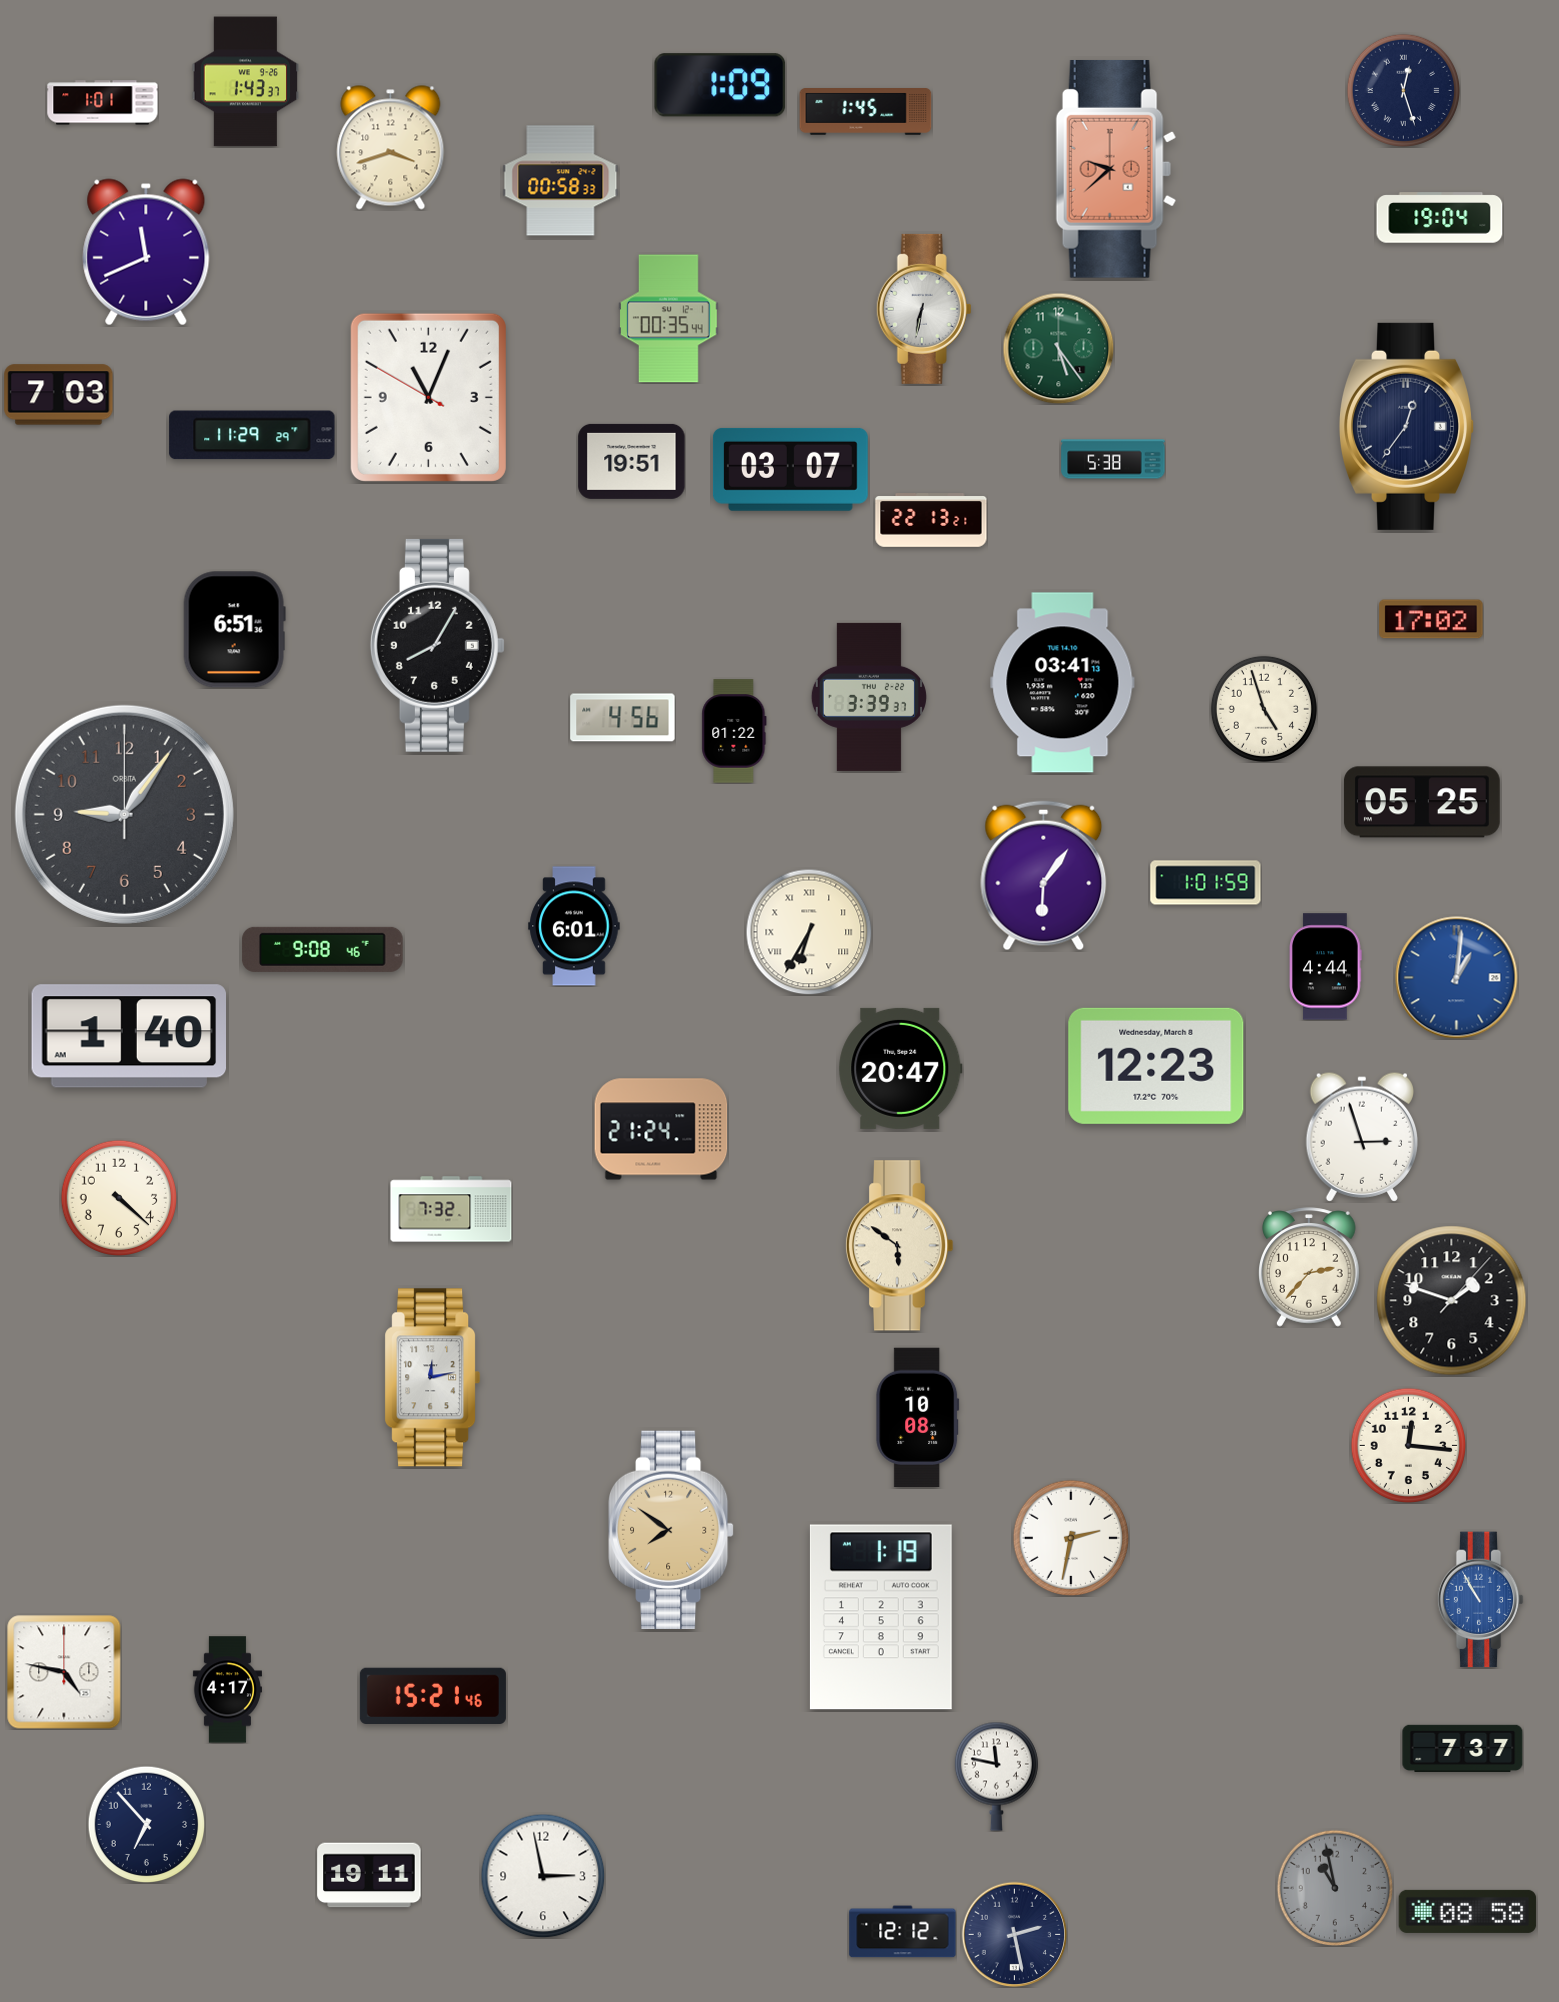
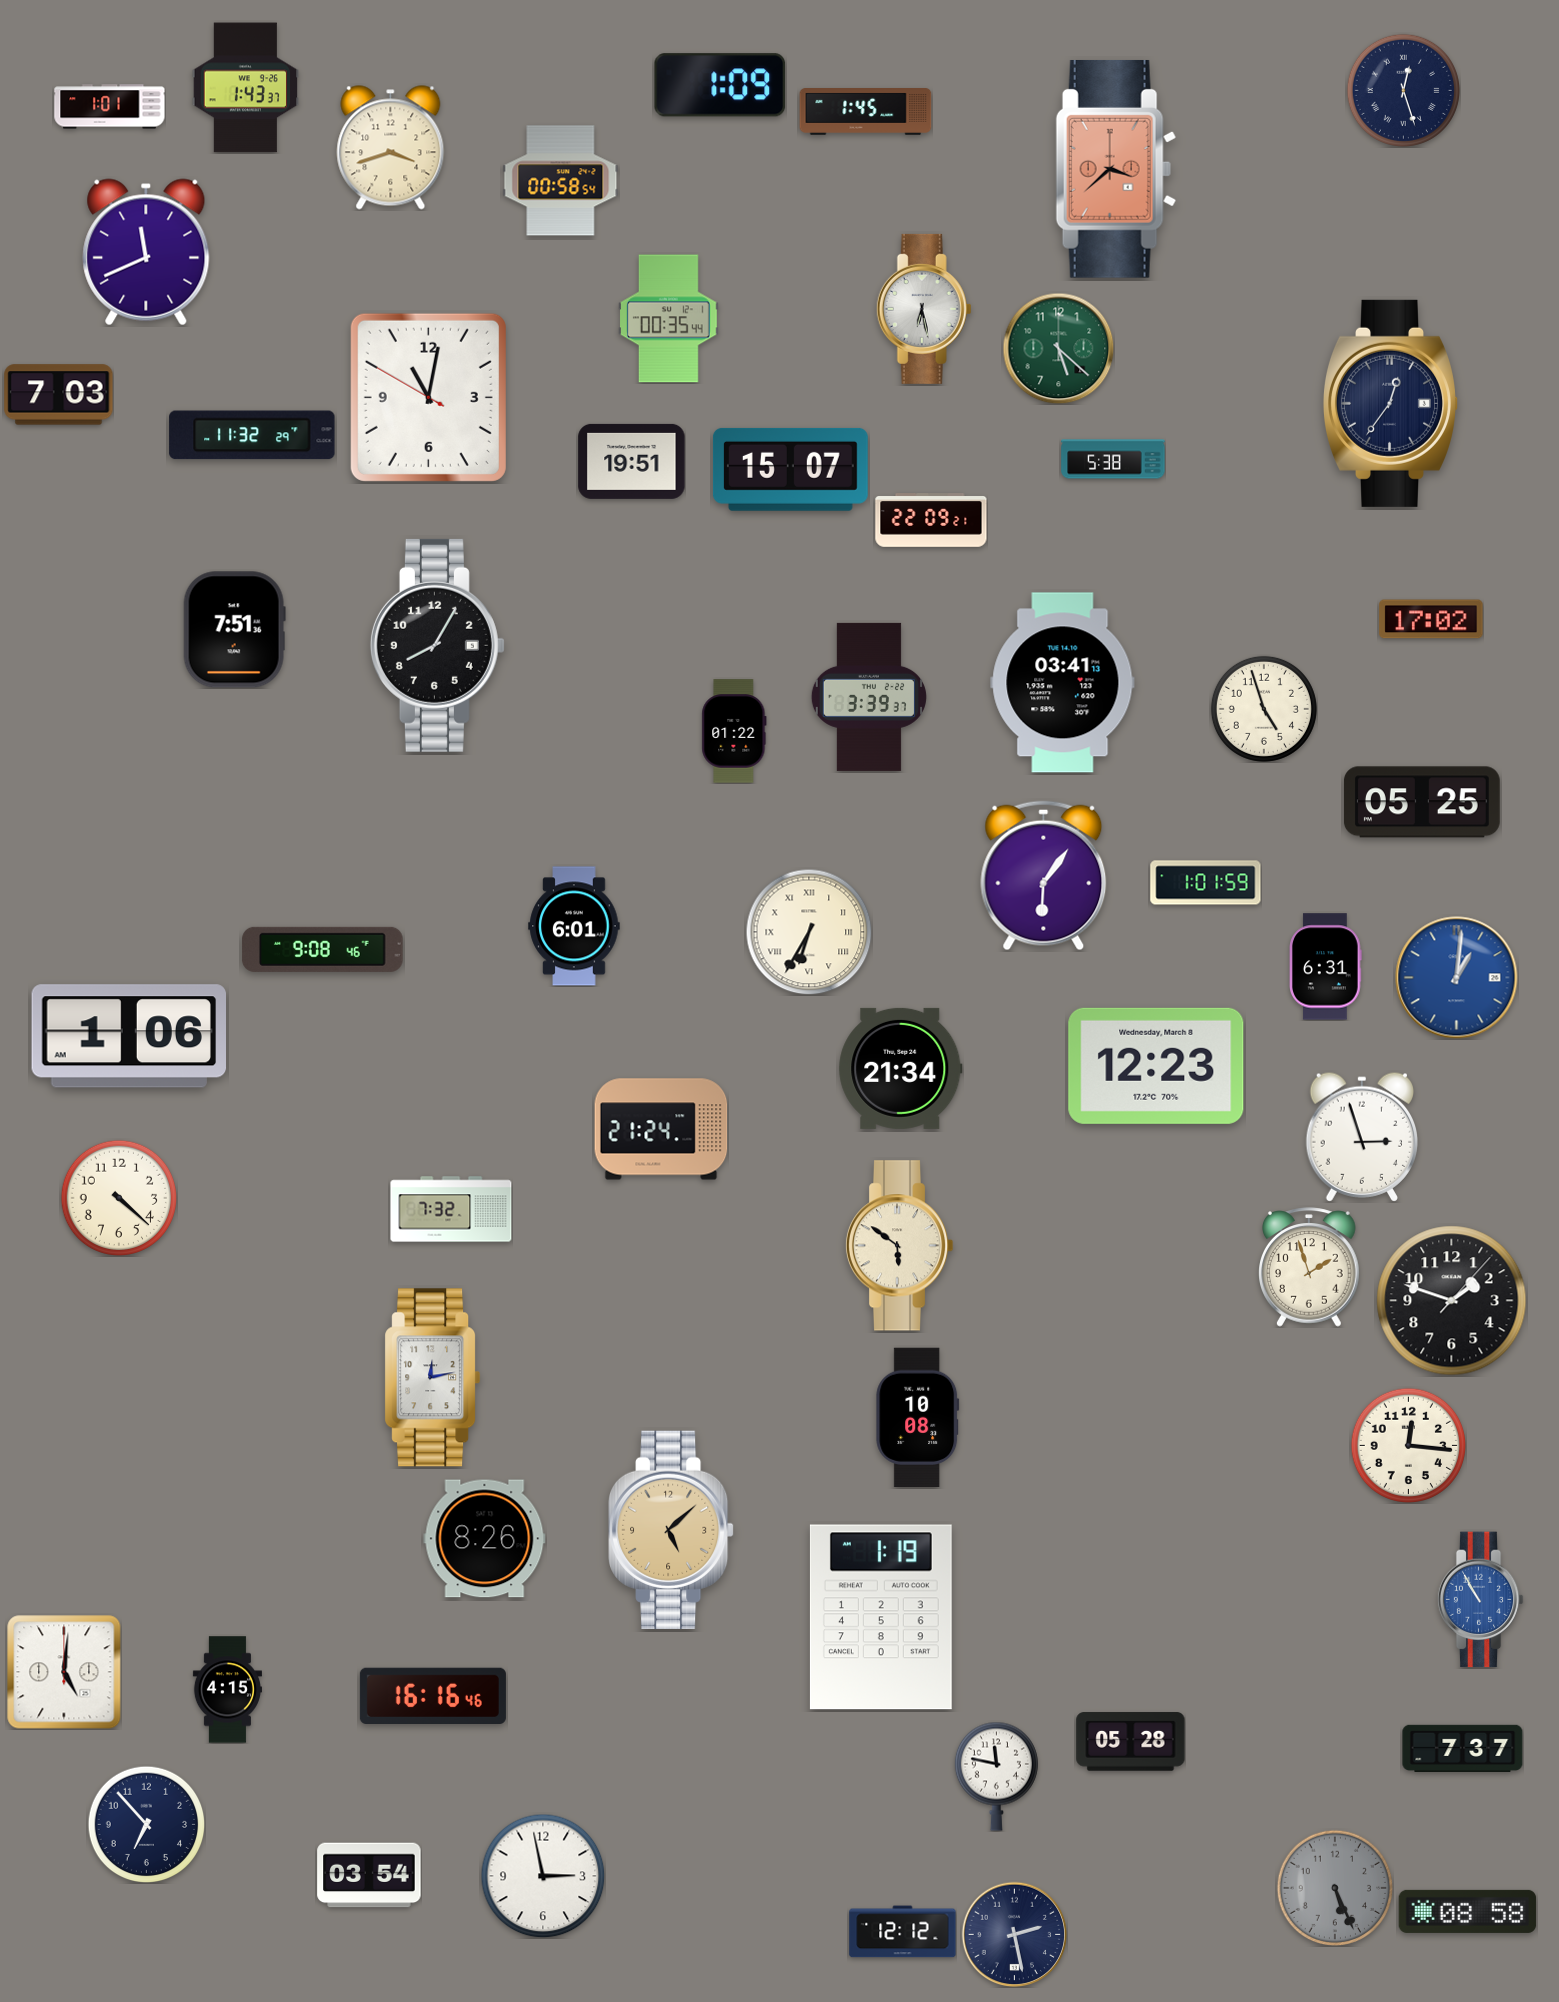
clock at (246, 82) position: (246, 82) -> (246, 88)
clock at (103, 103) position: (103, 103) -> (110, 107)
clock at (1116, 169): 9:38 -> 3:38
clock at (561, 181): 00:58:33 -> 00:58:54
clock at (1440, 218): 19:04 -> none
clock at (924, 309): 6:32 -> 6:28
clock at (1058, 348): 5:24 -> 5:22
clock at (428, 397): 11:03 -> 11:01
clock at (1406, 426) position: (1406, 426) -> (1390, 403)
clock at (252, 435): 11:29 -> 11:32
clock at (790, 469): 03:07 -> 15:07
clock at (931, 520): 22:13 -> 22:09
clock at (234, 630): 6:51 -> 7:51
clock at (623, 718): 4:56 -> none
clock at (124, 814): 9:06 -> none
clock at (1326, 967): 4:44 -> 6:31
clock at (129, 1036): 1:40 -> 1:06
clock at (901, 1068): 20:47 -> 21:34
clock at (1310, 1267): 2:37 -> 1:57
clock at (672, 1530): 7:51 -> 5:08
clock at (1071, 1538): 2:32 -> none
clock at (485, 1539): none -> 8:26
clock at (64, 1672): 4:47 -> 5:01
clock at (227, 1690): 4:17 -> 4:15
clock at (433, 1695): 15:21 -> 16:16
clock at (1131, 1742): none -> 05:28
clock at (369, 1875): 19:11 -> 03:54
clock at (1335, 1888): 10:58 -> 5:26
